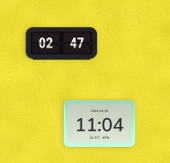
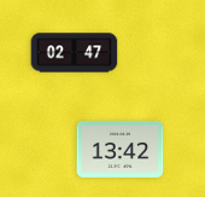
clock at (100, 124): 11:04 -> 13:42
